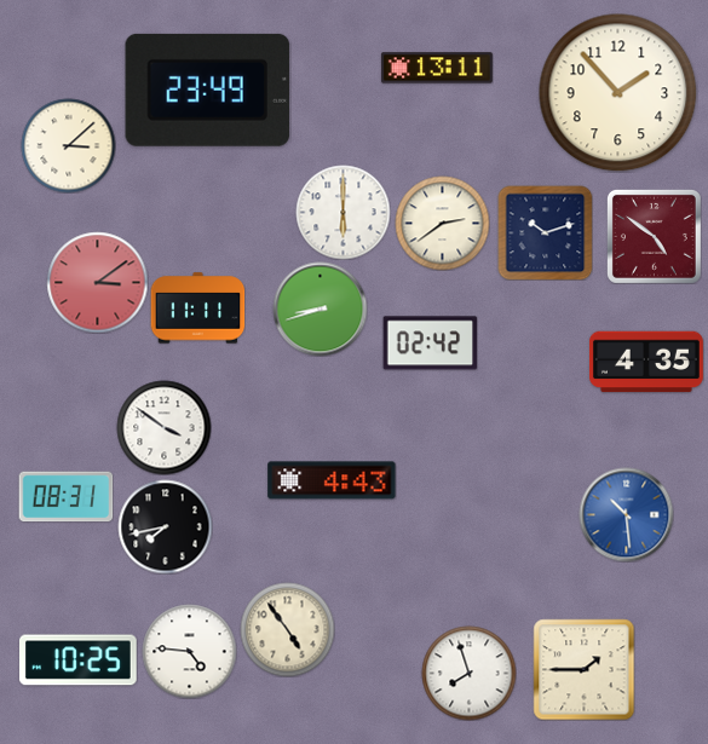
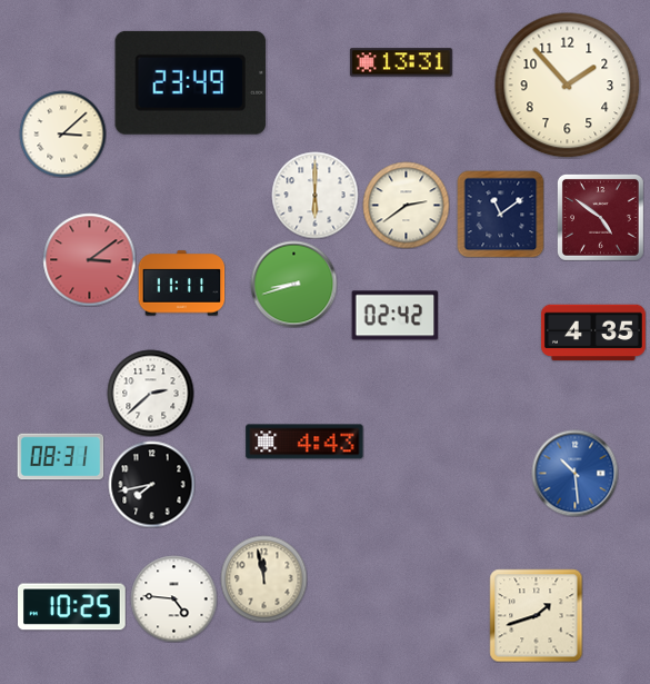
clock at (437, 68): 13:11 -> 13:31
clock at (545, 232): 10:12 -> 11:09
clock at (163, 427): 3:51 -> 2:38
clock at (287, 629): 4:54 -> 11:58
clock at (583, 669): 1:45 -> 1:42
clock at (468, 673): 7:57 -> none
